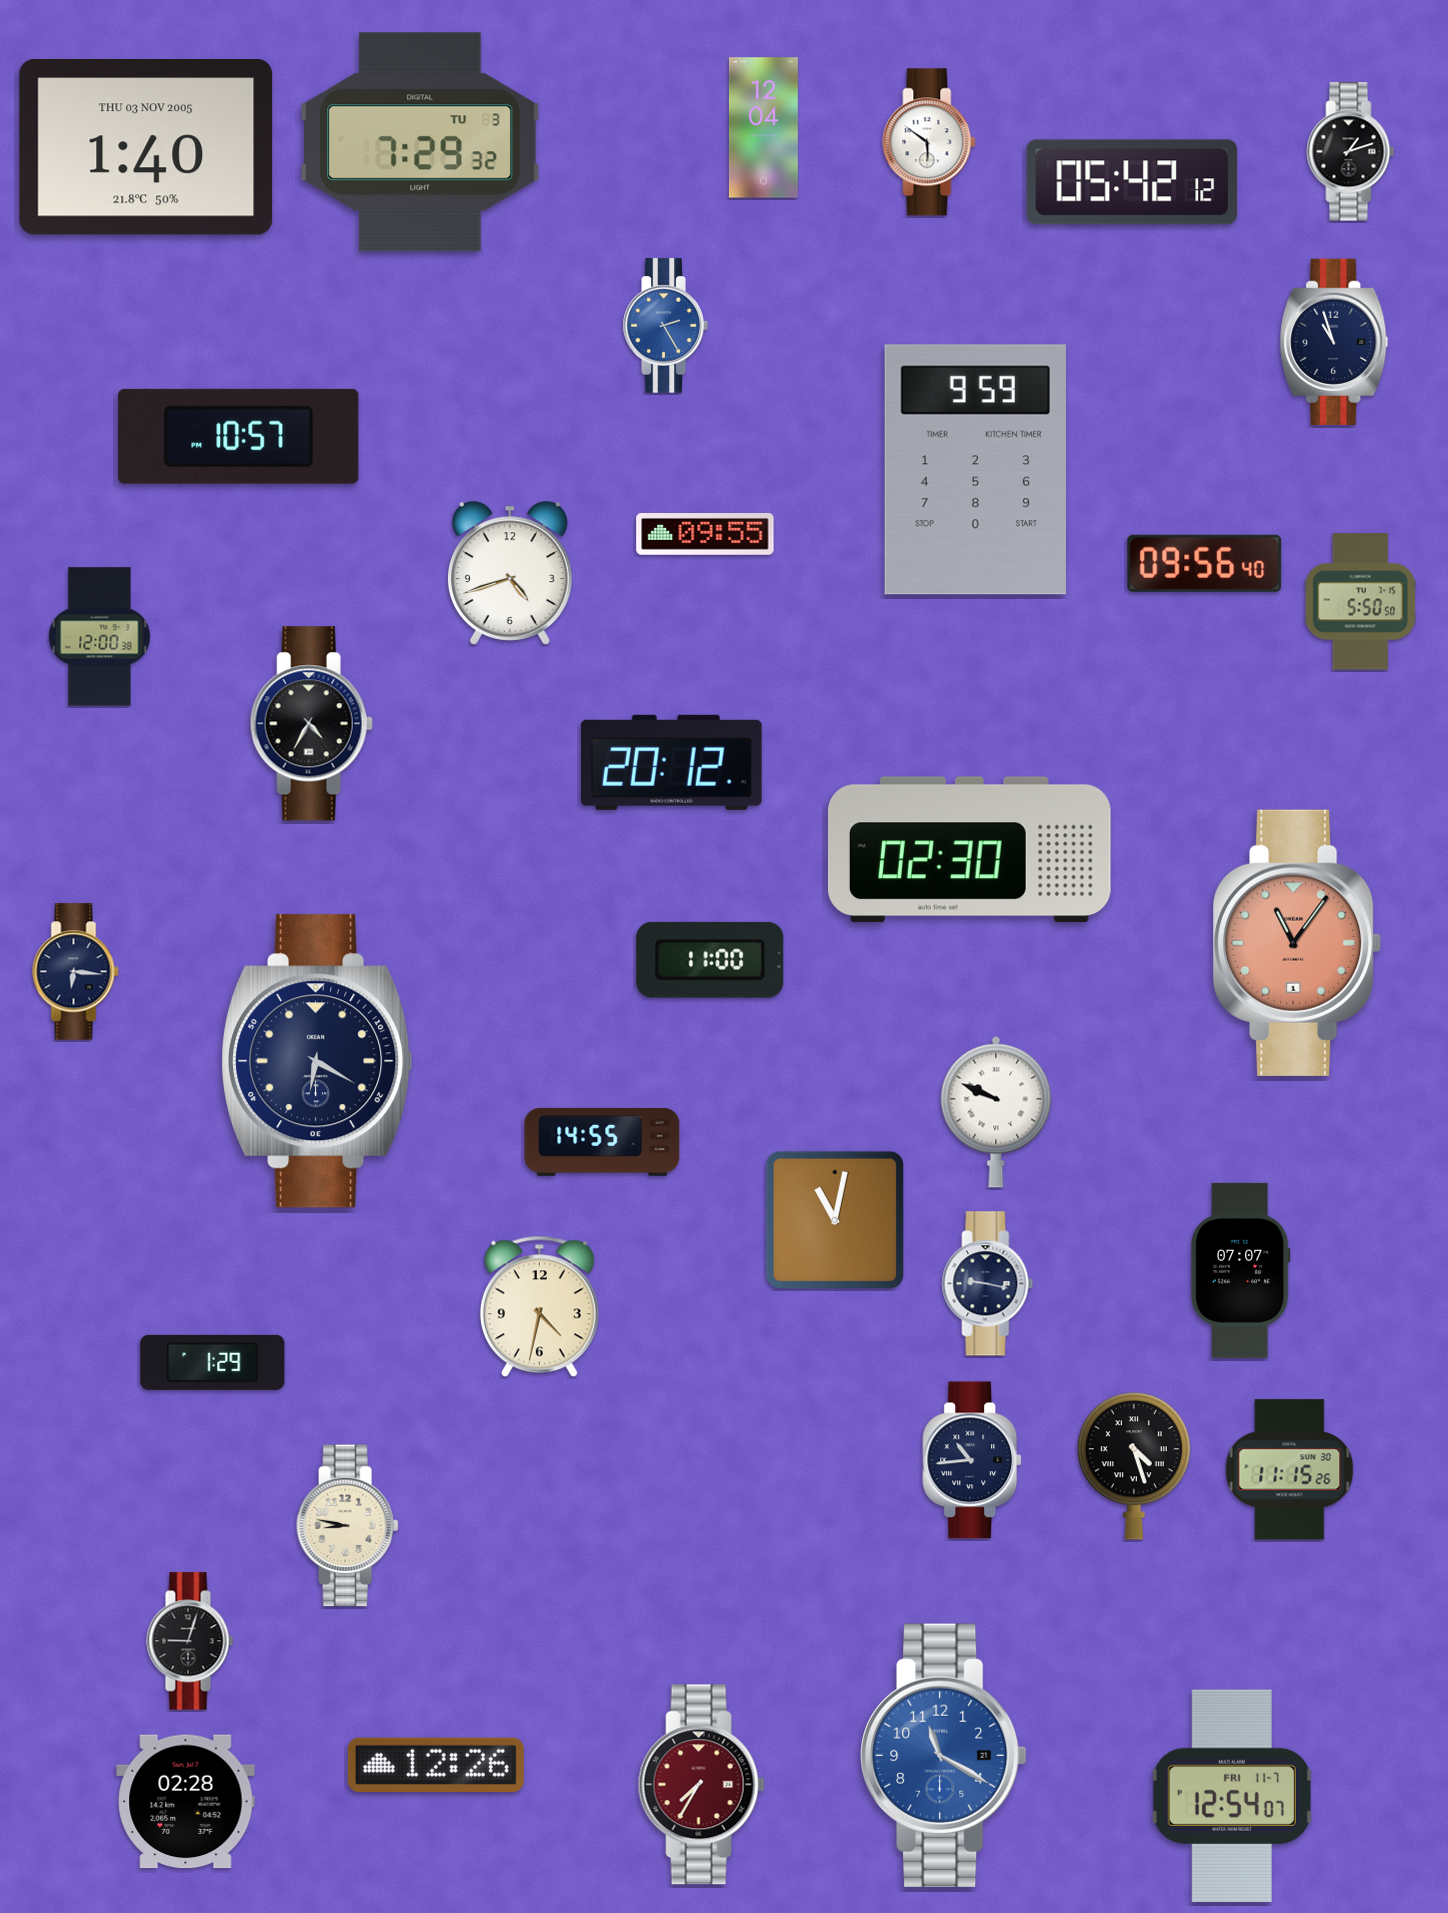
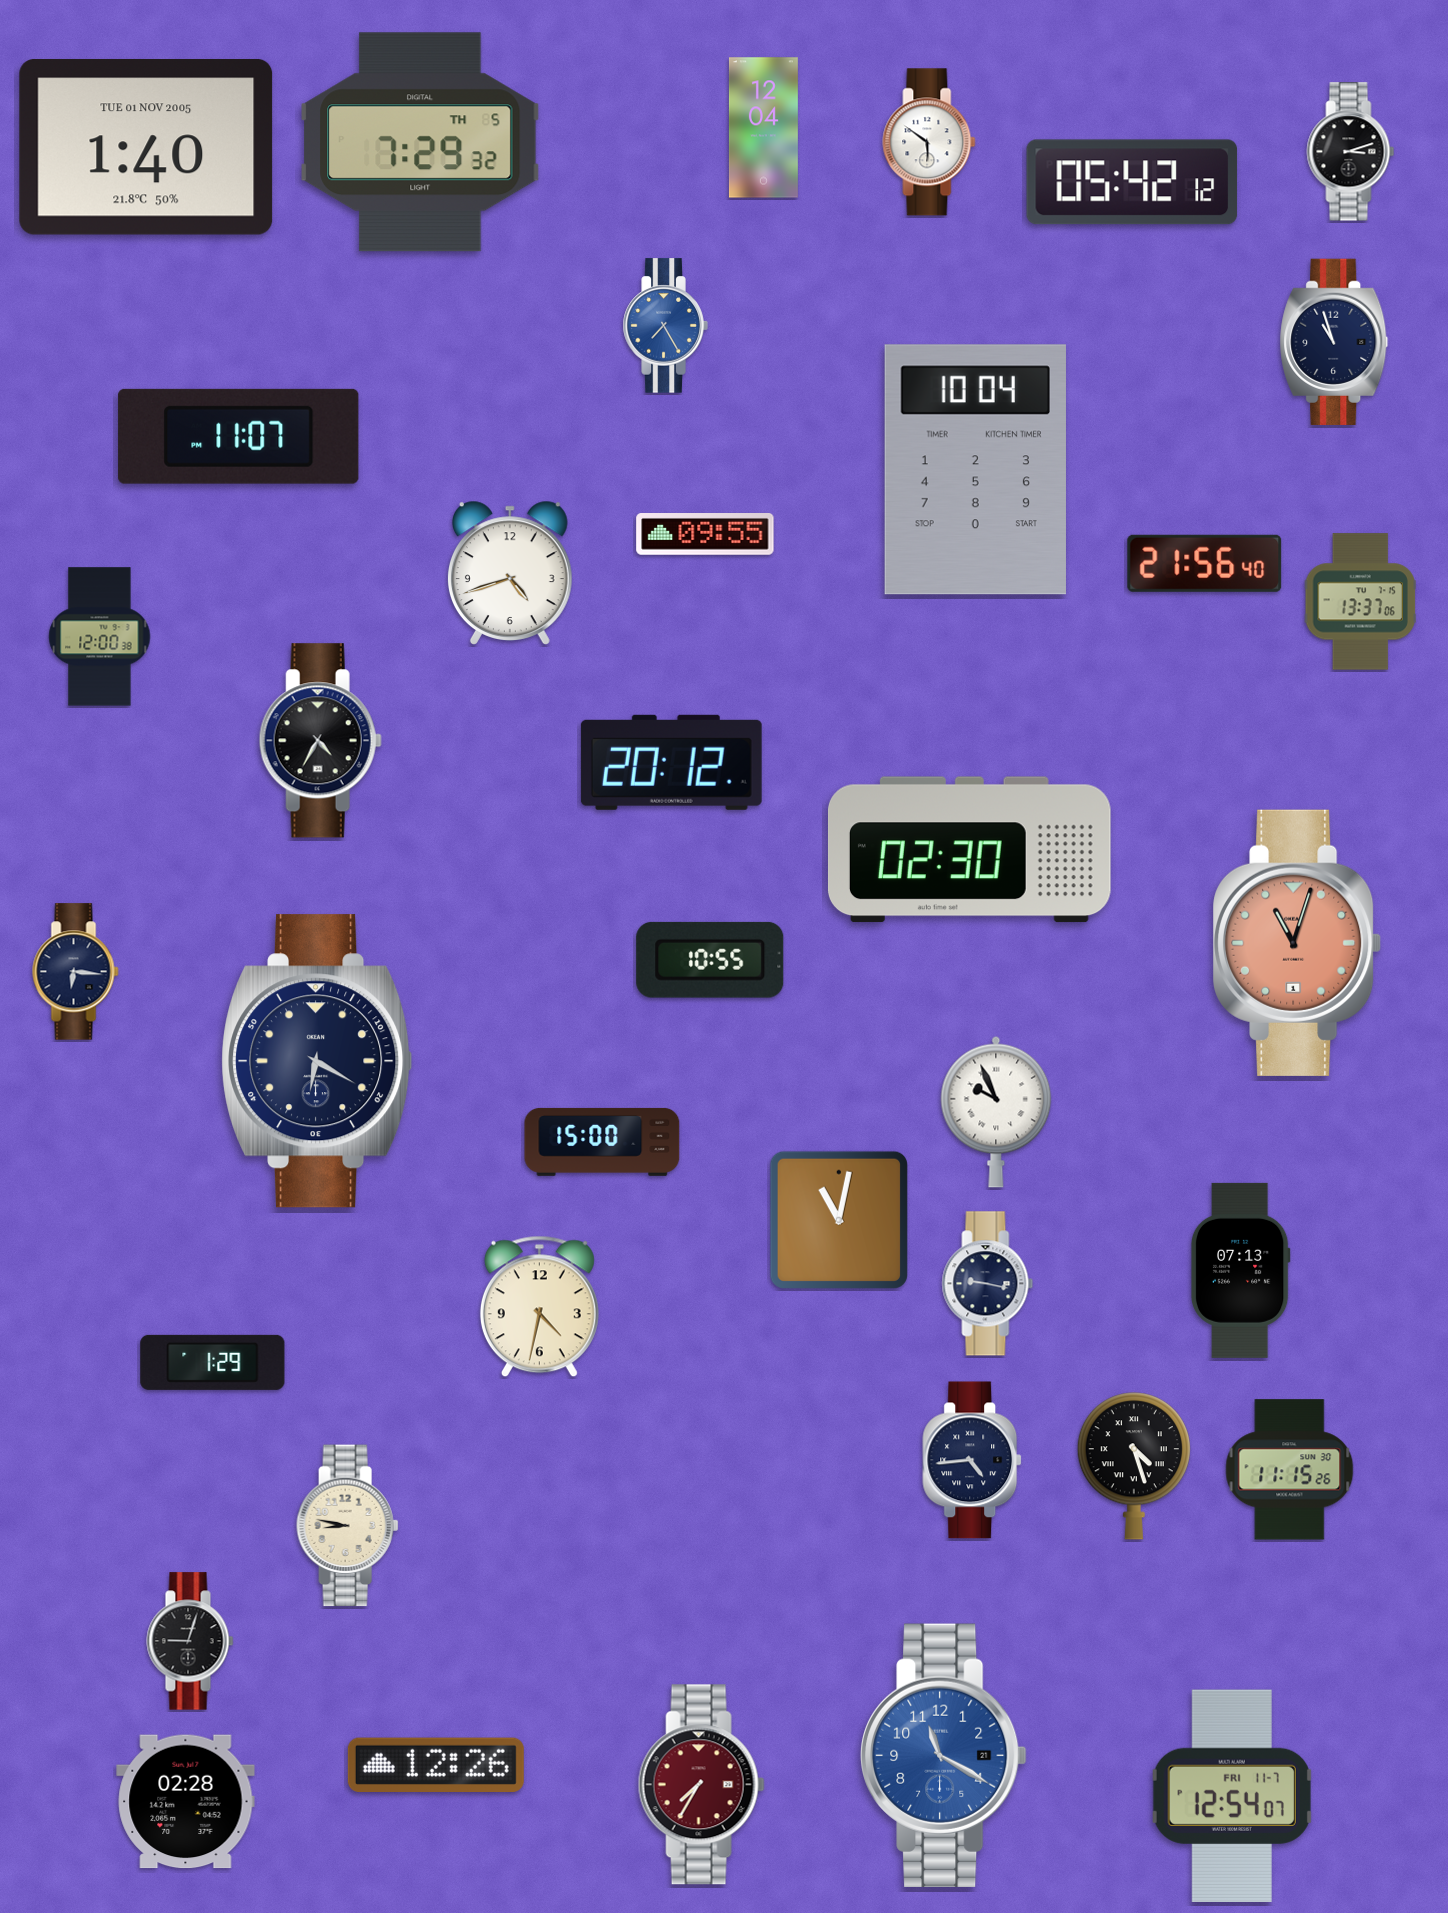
clock at (420, 142) date: TU 3 -> TH 5
clock at (146, 148) date: THU 03 NOV 2005 -> TUE 01 NOV 2005
clock at (1351, 152): 1:12 -> 3:12
clock at (665, 326): 2:25 -> 7:25
clock at (239, 436): 10:57 -> 11:07
clock at (975, 470): 9:59 -> 10:04
clock at (1205, 563): 09:56 -> 21:56
clock at (1360, 602): 5:50 -> 13:37
clock at (311, 724) position: (311, 724) -> (320, 741)
clock at (1297, 943): 11:06 -> 11:03
clock at (710, 960): 11:00 -> 10:55
clock at (996, 1112): 9:49 -> 9:56
clock at (602, 1142): 14:55 -> 15:00
clock at (835, 1220) position: (835, 1220) -> (839, 1220)
clock at (1240, 1270): 07:07 -> 07:13
clock at (973, 1460): 10:44 -> 4:44
